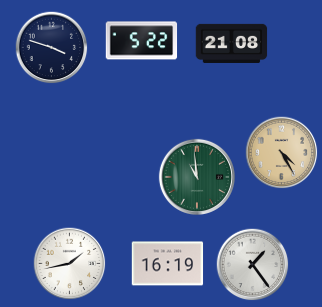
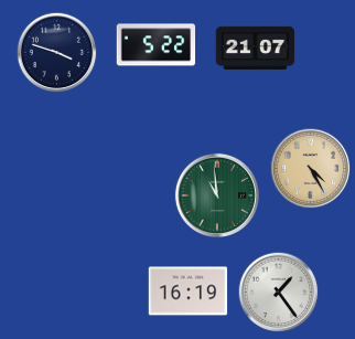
clock at (232, 43): 21:08 -> 21:07
clock at (70, 264): 1:43 -> none
clock at (168, 264) position: (168, 264) -> (189, 292)
